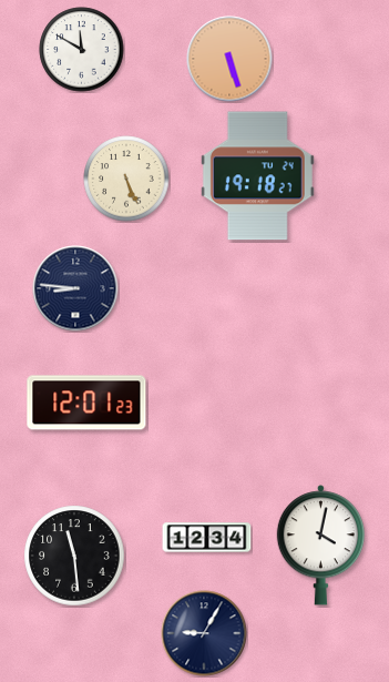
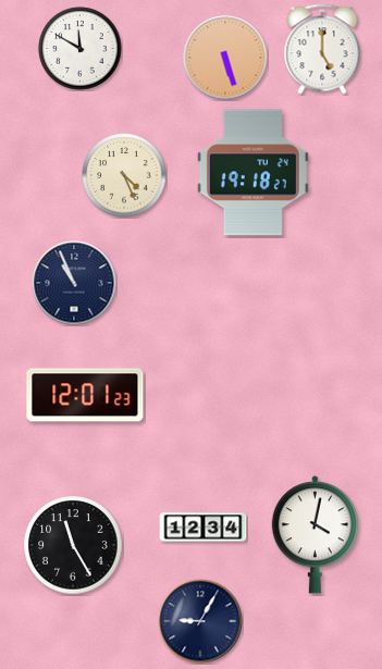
clock at (322, 49): none -> 5:00
clock at (126, 179): 5:26 -> 4:26
clock at (75, 288): 8:46 -> 10:56
clock at (74, 556): 11:29 -> 11:25
